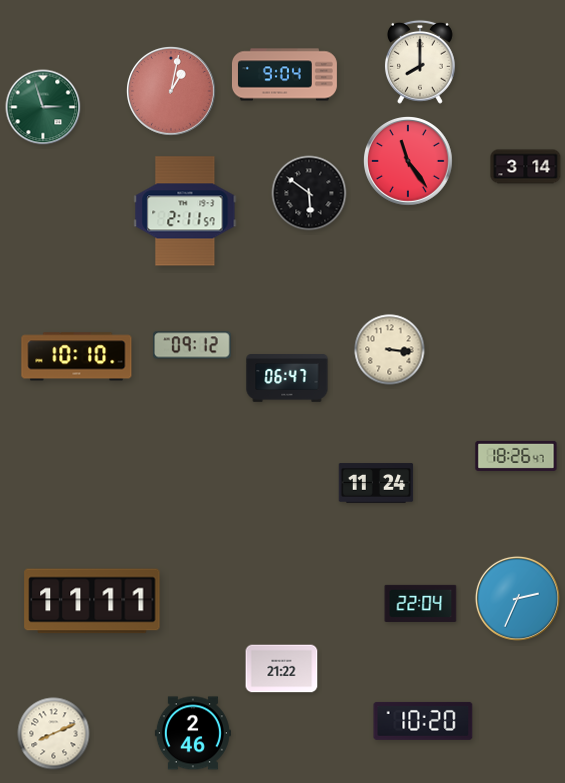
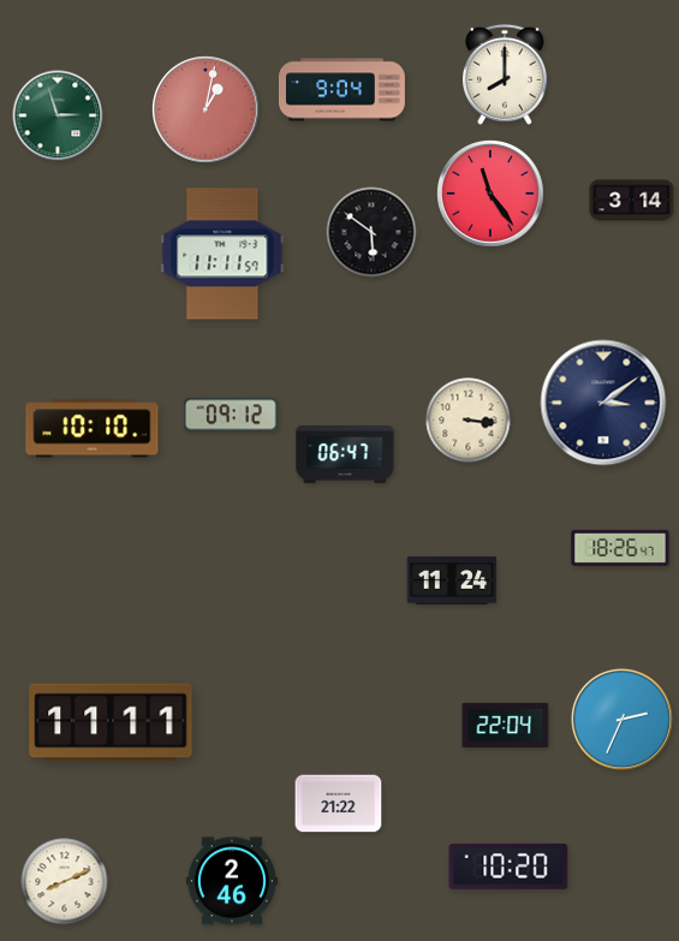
clock at (43, 107) position: (43, 107) -> (58, 115)
clock at (185, 211): 2:11 -> 11:11
clock at (603, 403): none -> 3:09
